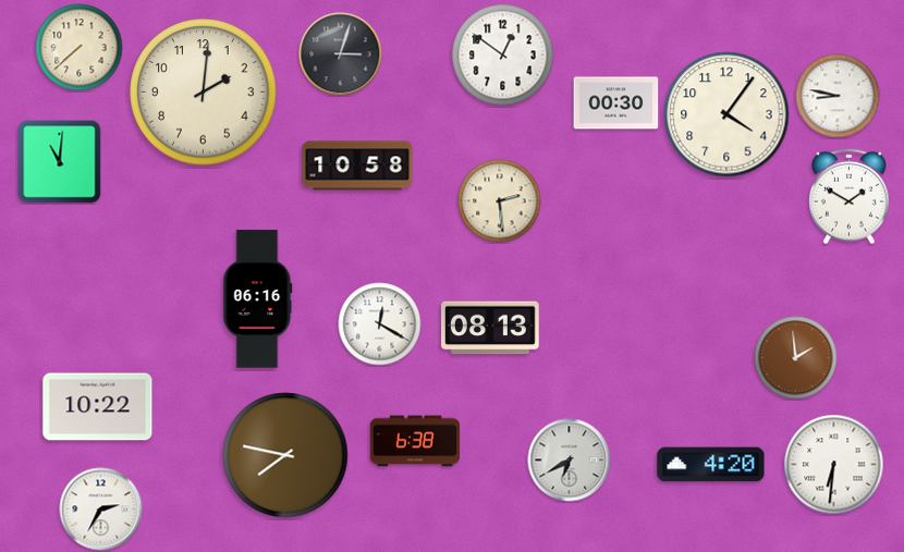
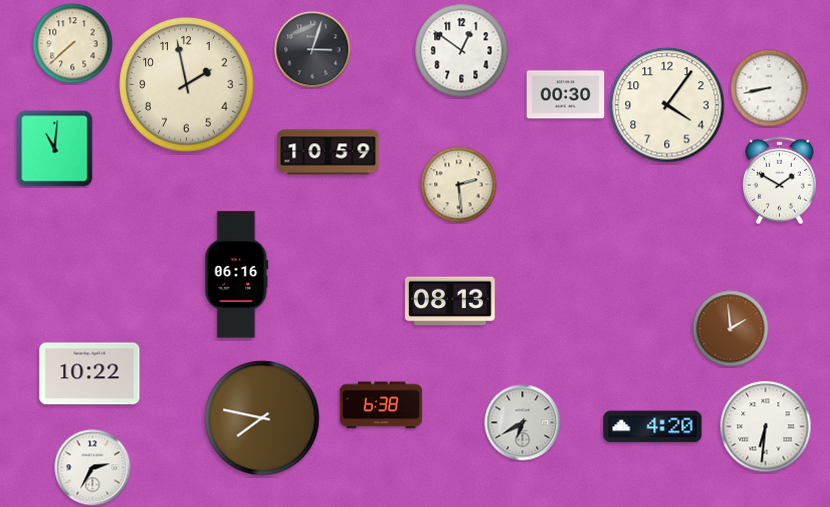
clock at (204, 93): 2:01 -> 1:58
clock at (838, 96): 8:47 -> 8:43
clock at (357, 165): 10:58 -> 10:59
clock at (380, 324): 12:20 -> none
